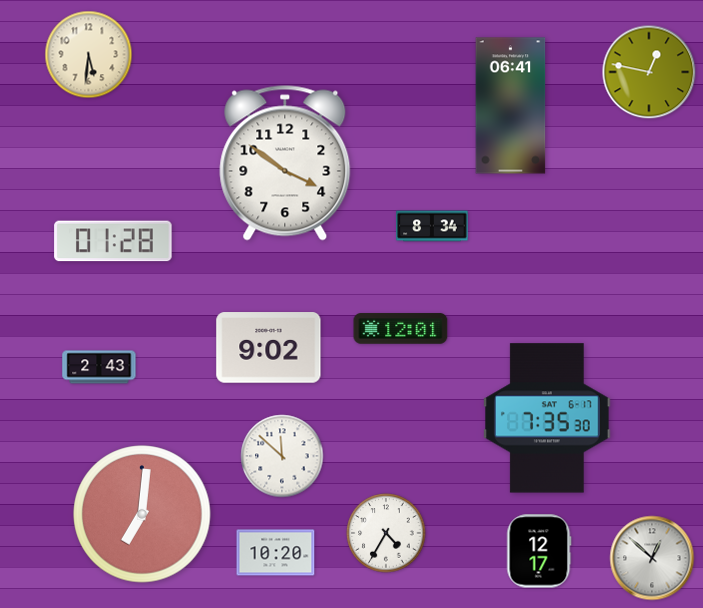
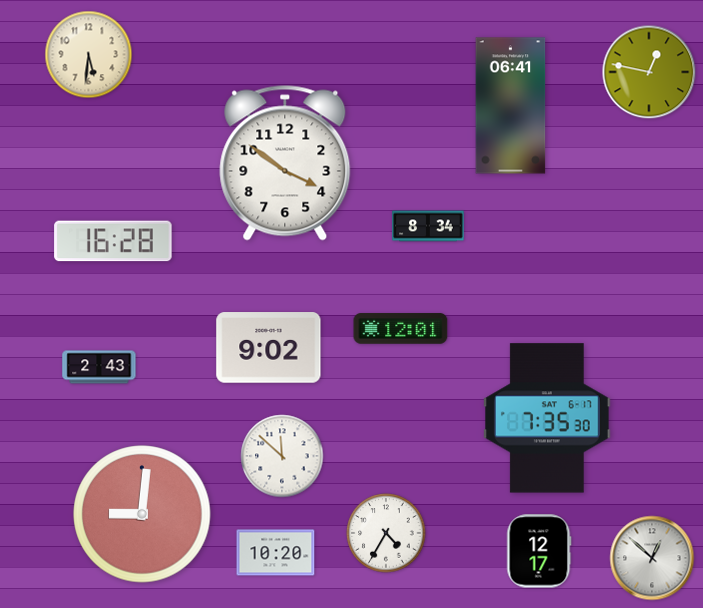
clock at (432, 226) position: (432, 226) -> (428, 226)
clock at (113, 241): 01:28 -> 16:28
clock at (142, 514): 7:01 -> 9:01
